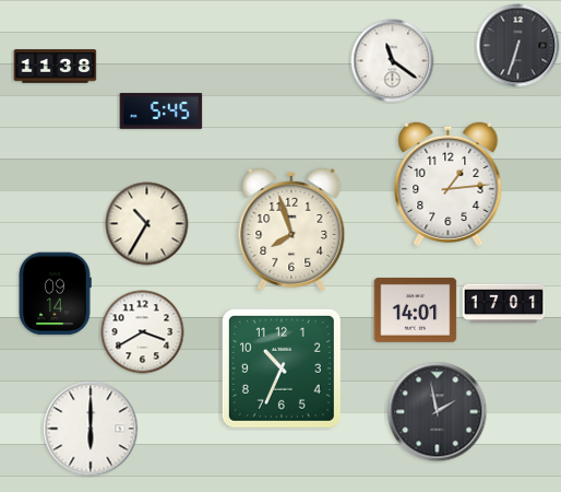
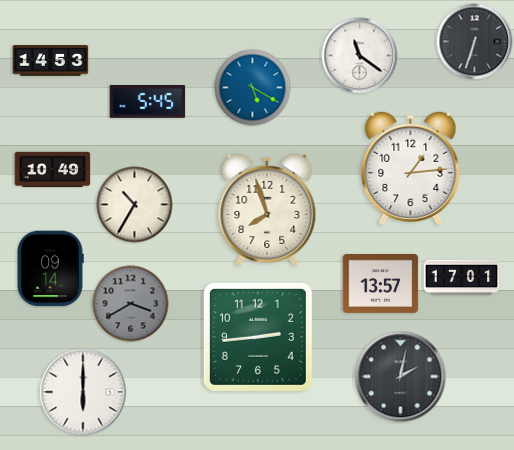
clock at (56, 67): 11:38 -> 14:53
clock at (253, 88): none -> 5:20
clock at (53, 170): none -> 10:49
clock at (416, 309): 14:01 -> 13:57
clock at (143, 332) dial: white -> grey
clock at (282, 368): 10:34 -> 2:44
clock at (438, 412): 1:58 -> 2:02
